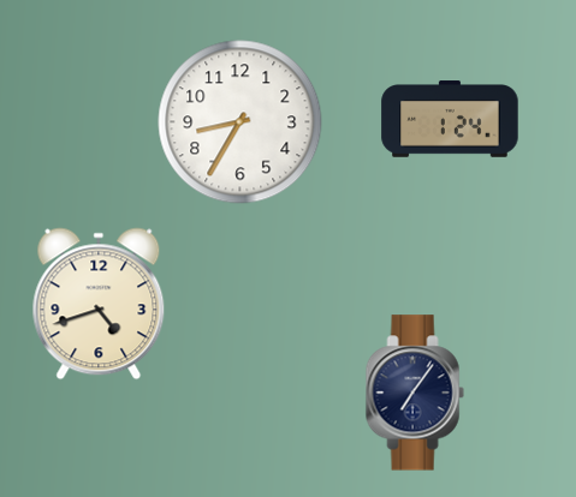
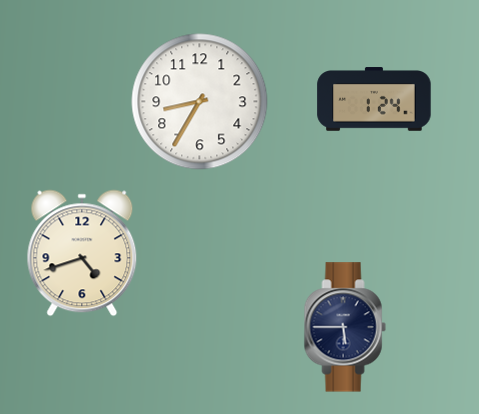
clock at (415, 393): 7:06 -> 5:45
